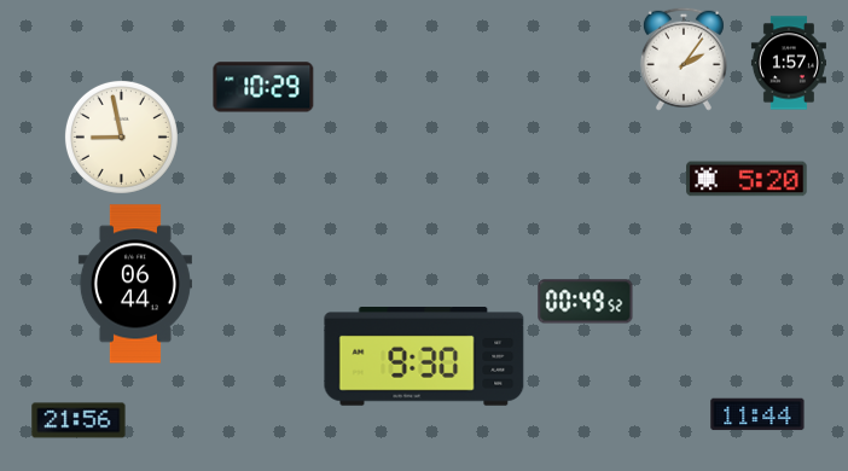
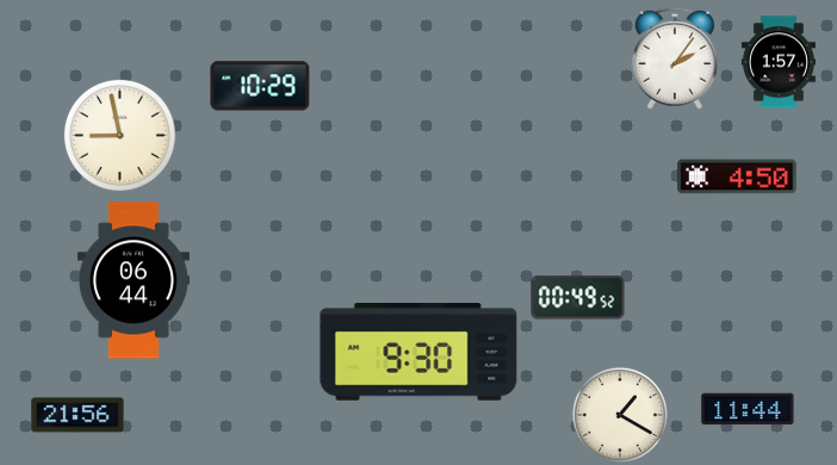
clock at (747, 179): 5:20 -> 4:50
clock at (620, 415): none -> 1:20
